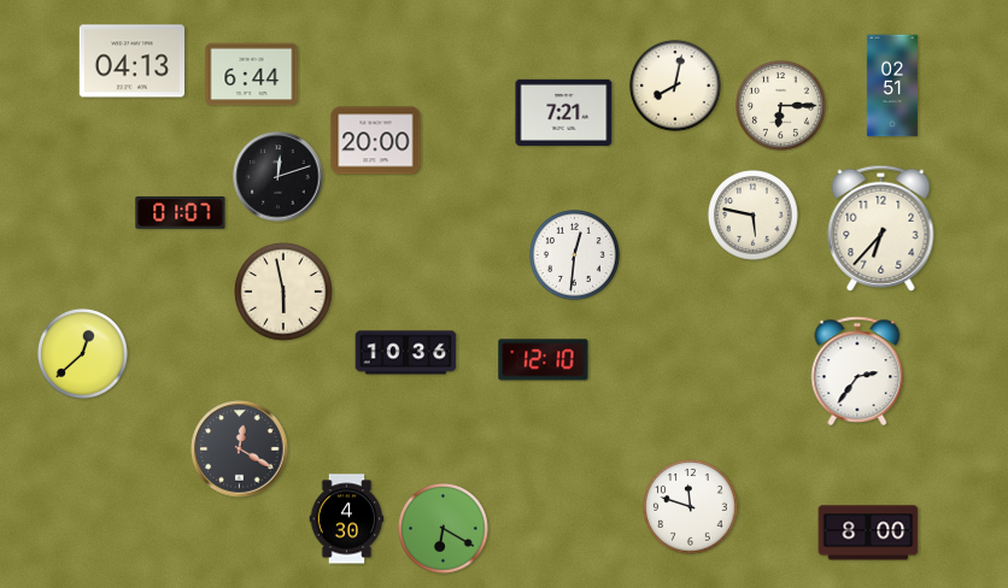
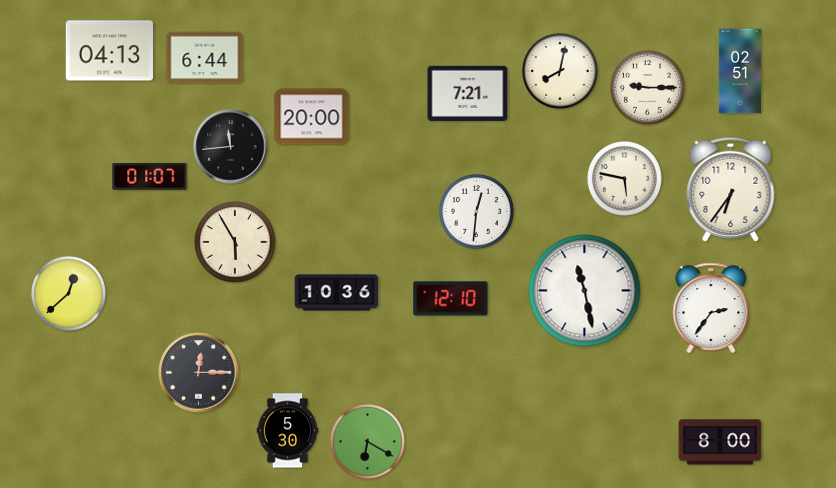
clock at (252, 75) position: (252, 75) -> (205, 58)
clock at (781, 106): 6:15 -> 9:15
clock at (279, 177): 12:12 -> 11:44
clock at (881, 228): 6:37 -> 6:36
clock at (283, 292): 5:58 -> 5:55
clock at (585, 291): none -> 11:28
clock at (240, 449): 12:20 -> 12:15
clock at (691, 507): 11:48 -> none
clock at (347, 519): 4:30 -> 5:30
clock at (444, 529) position: (444, 529) -> (368, 442)
